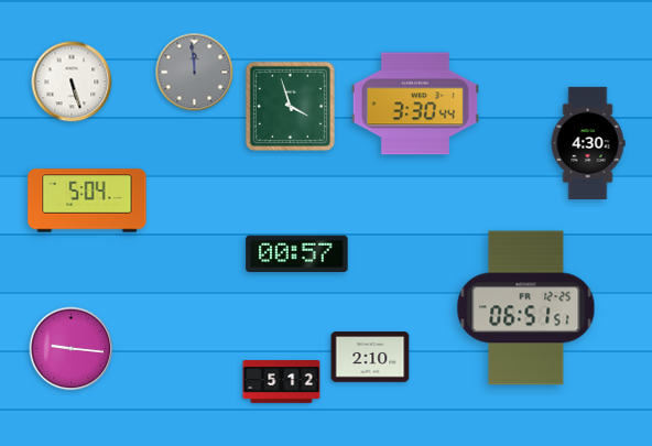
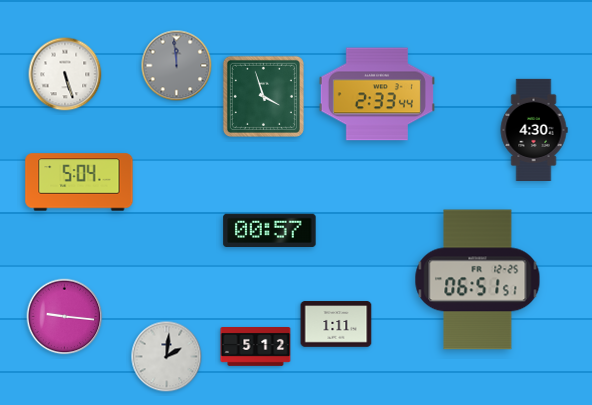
clock at (415, 104): 3:30 -> 2:33
clock at (370, 357): 2:10 -> 1:11
clock at (167, 357): none -> 2:01
